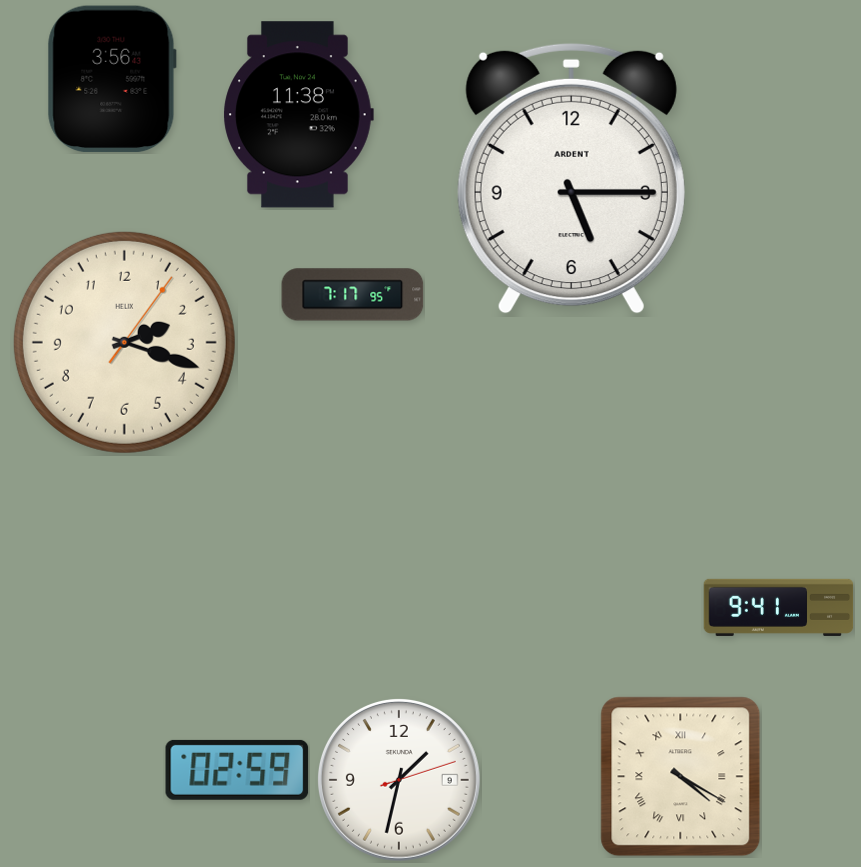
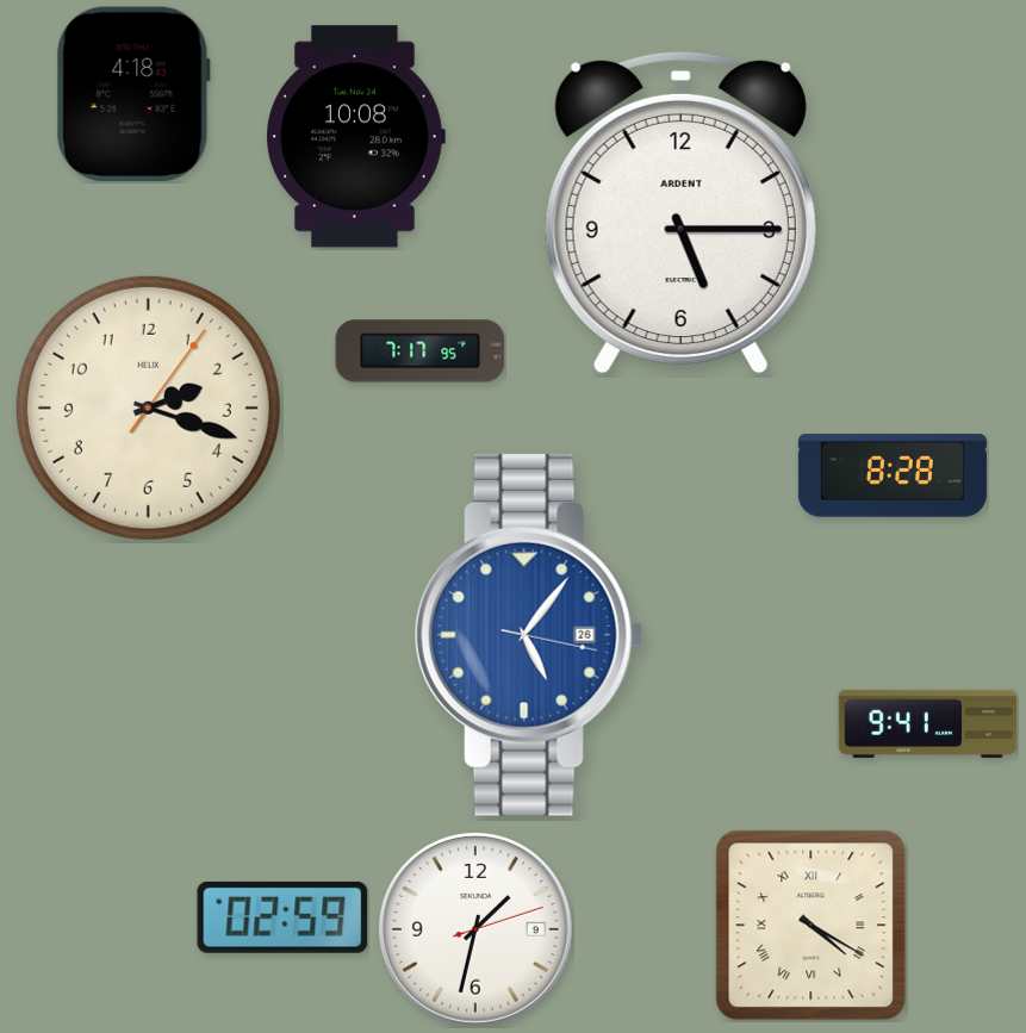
clock at (112, 79): 3:56 -> 4:18
clock at (298, 115): 11:38 -> 10:08
clock at (893, 475): none -> 8:28
clock at (529, 635): none -> 5:06
